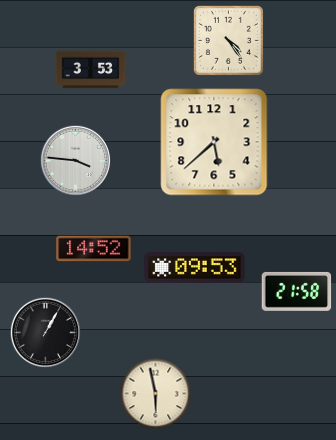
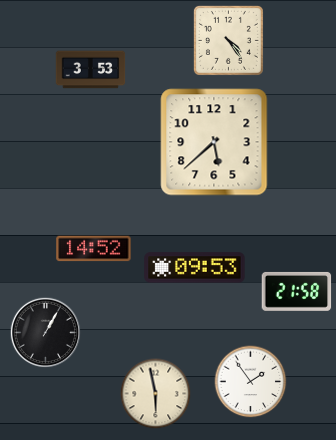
clock at (76, 161): 3:46 -> none
clock at (251, 382): none -> 1:54
